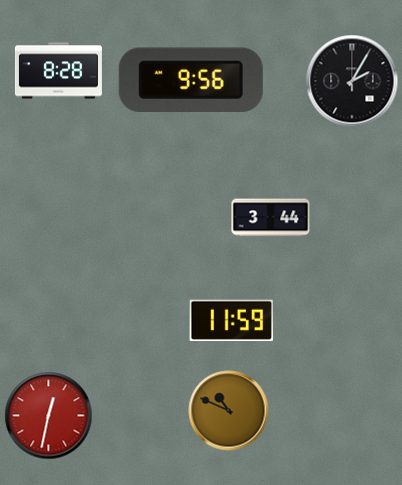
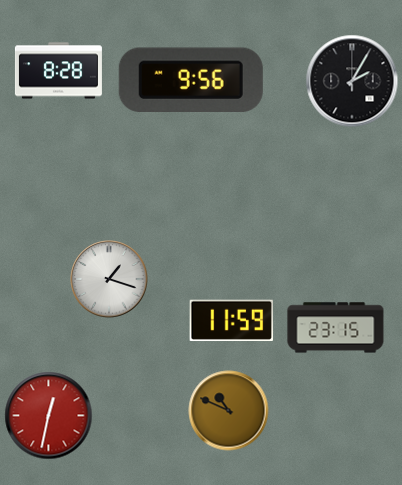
clock at (271, 218): 3:44 -> none
clock at (109, 279): none -> 1:18
clock at (336, 328): none -> 23:15
